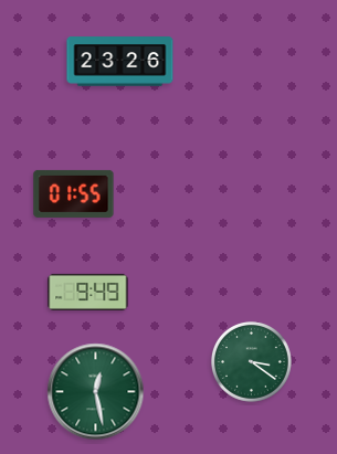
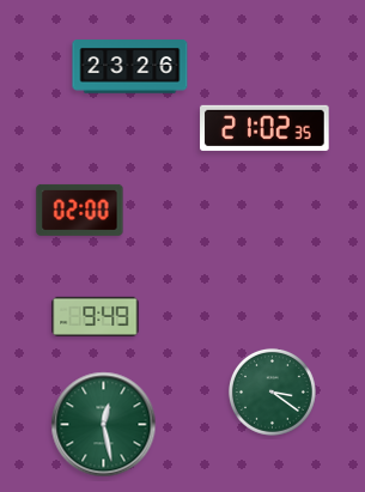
clock at (264, 128): none -> 21:02
clock at (74, 193): 01:55 -> 02:00
